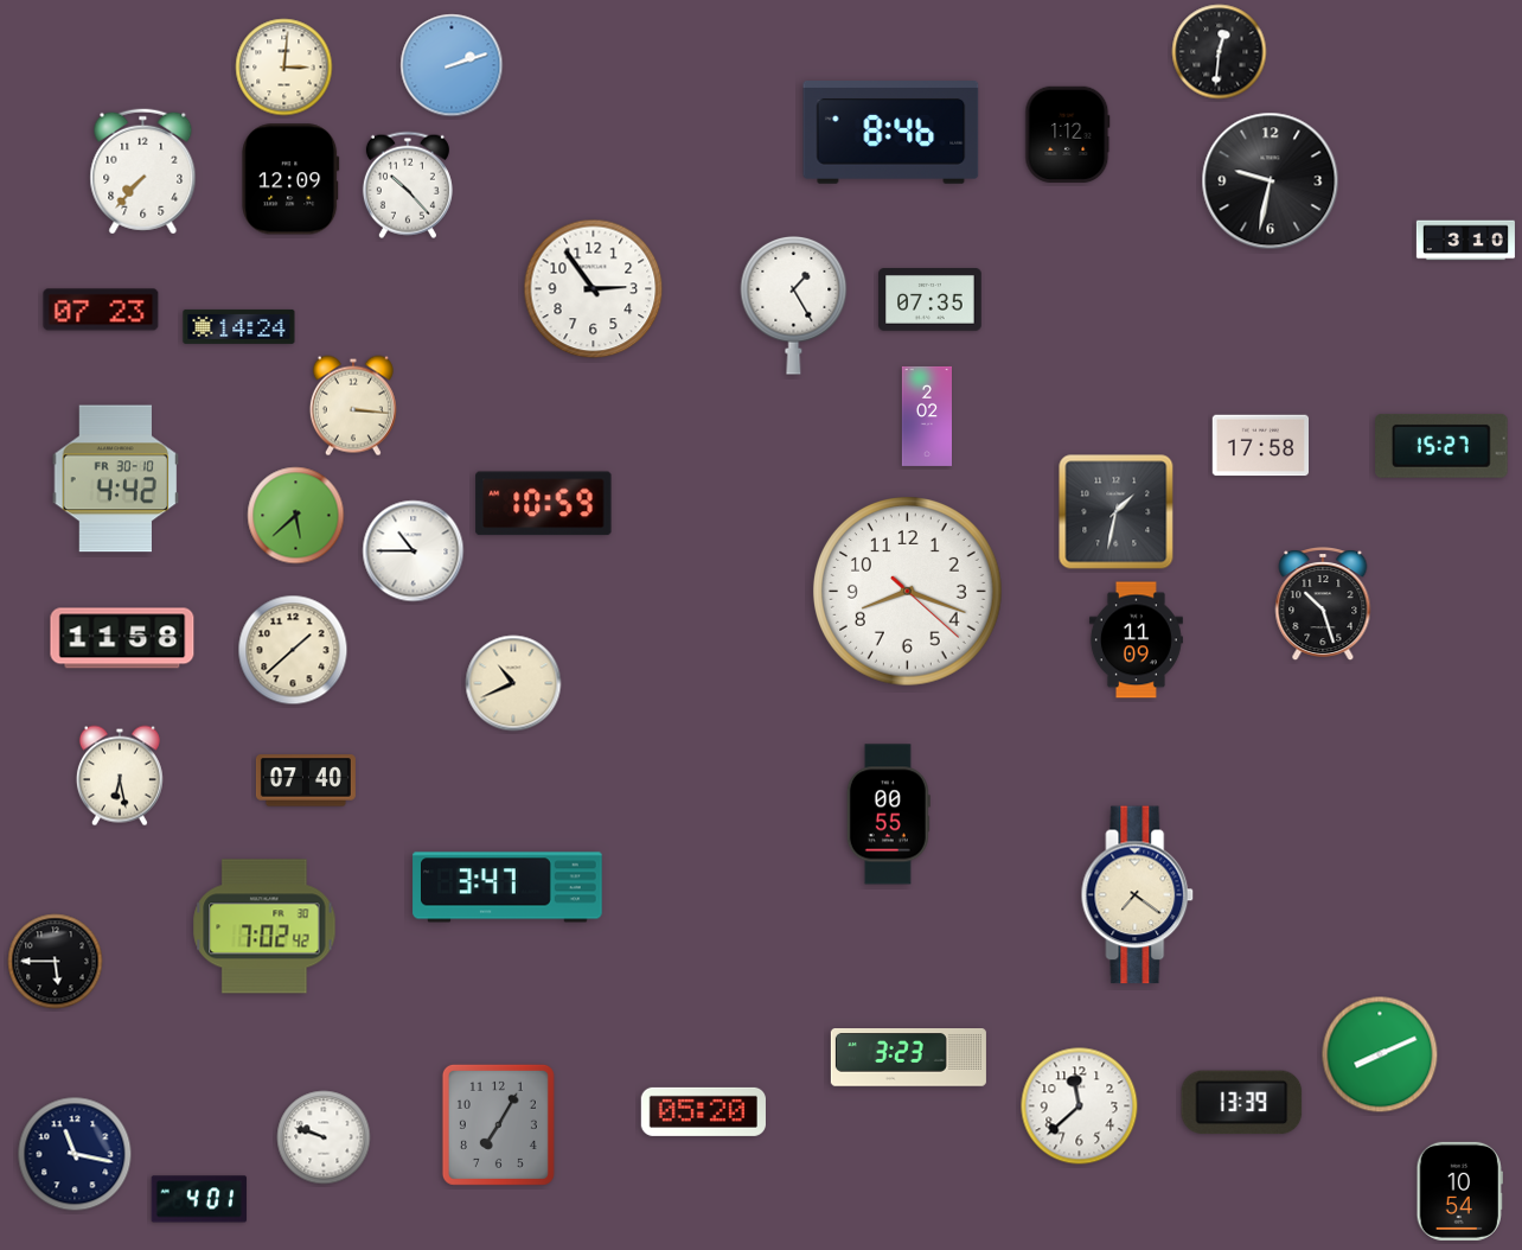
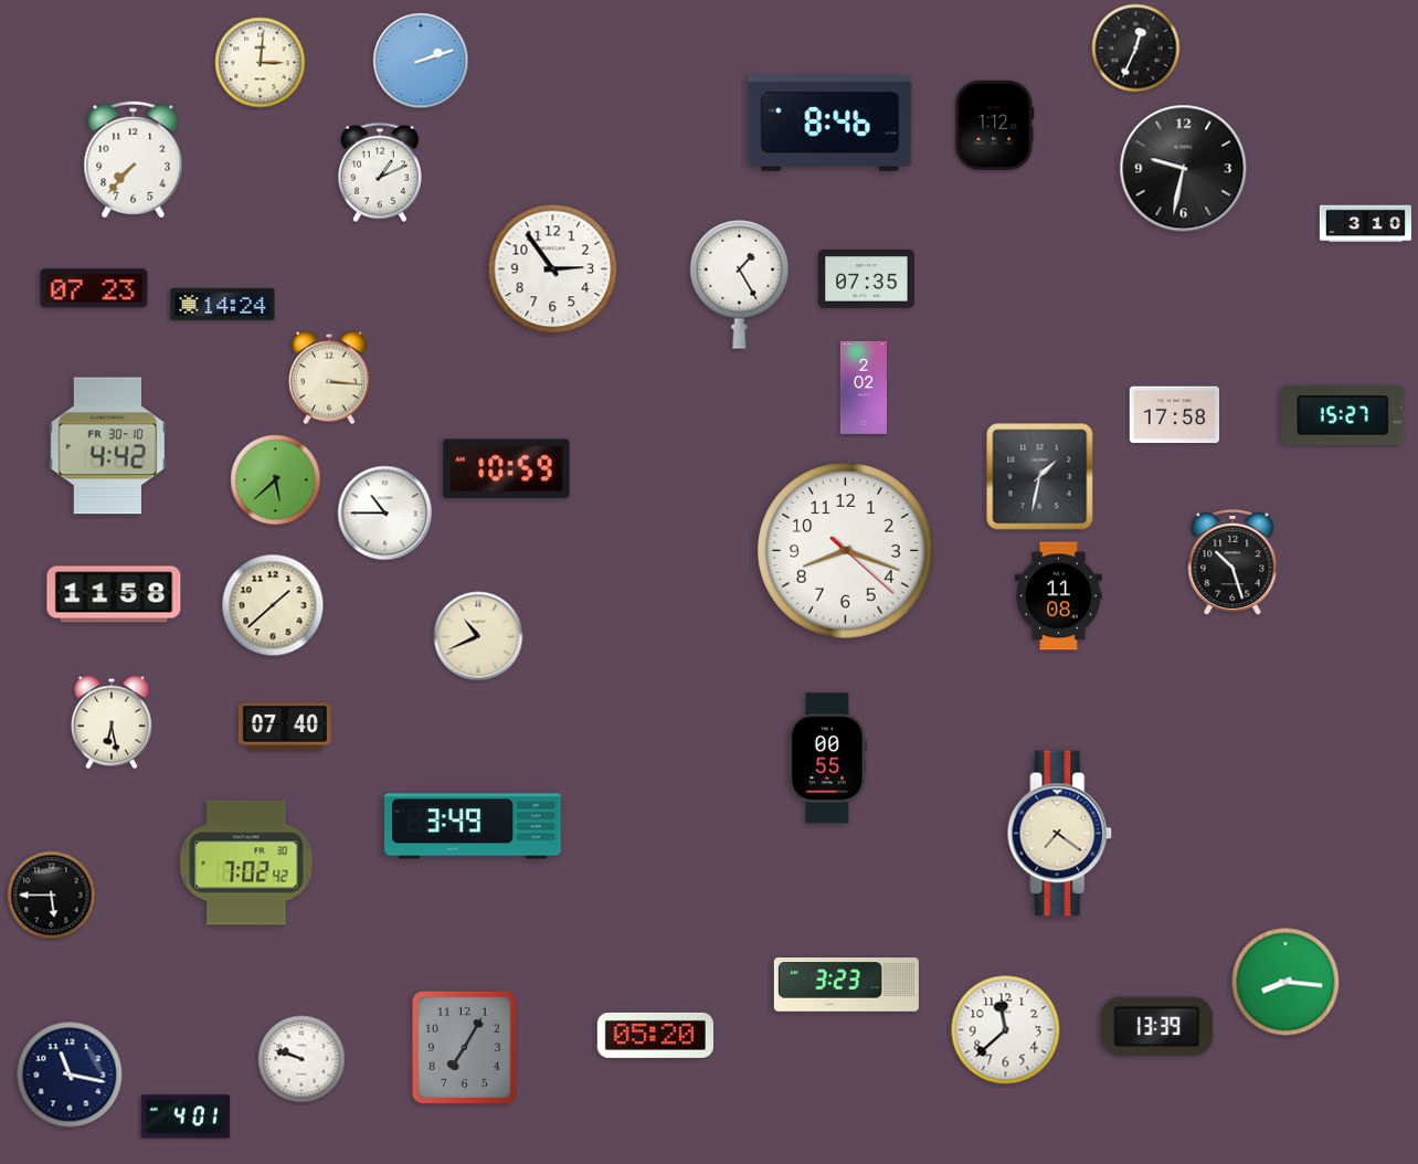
clock at (1220, 52): 12:31 -> 12:34
clock at (284, 68) position: (284, 68) -> (261, 63)
clock at (290, 179): 12:09 -> none
clock at (408, 185): 10:23 -> 1:11
clock at (1136, 640): 11:09 -> 11:08
clock at (507, 887): 3:47 -> 3:49
clock at (1380, 1054): 8:11 -> 8:16
clock at (1459, 1191): 10:54 -> none
